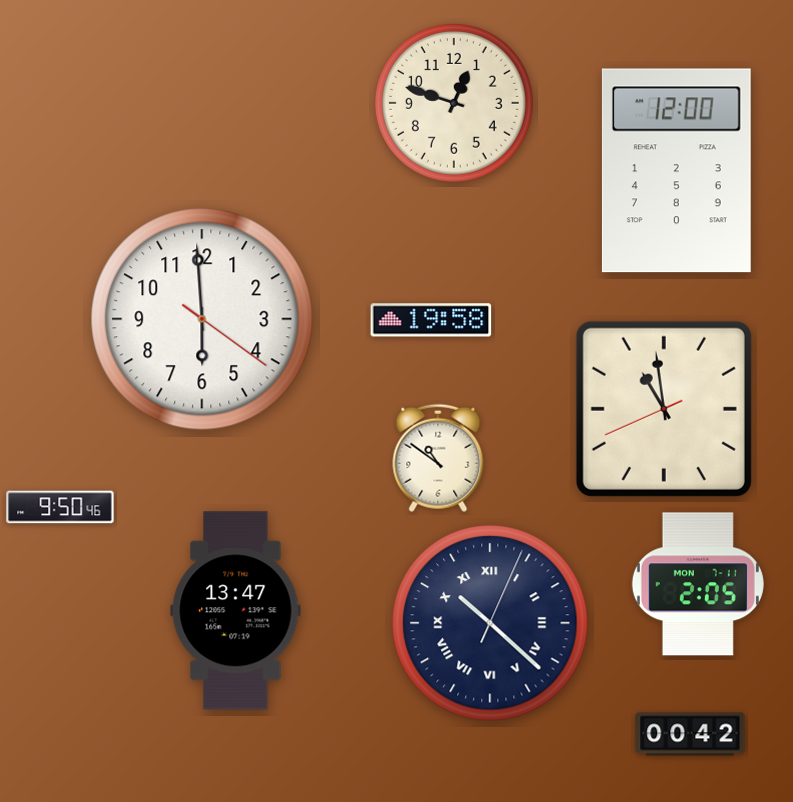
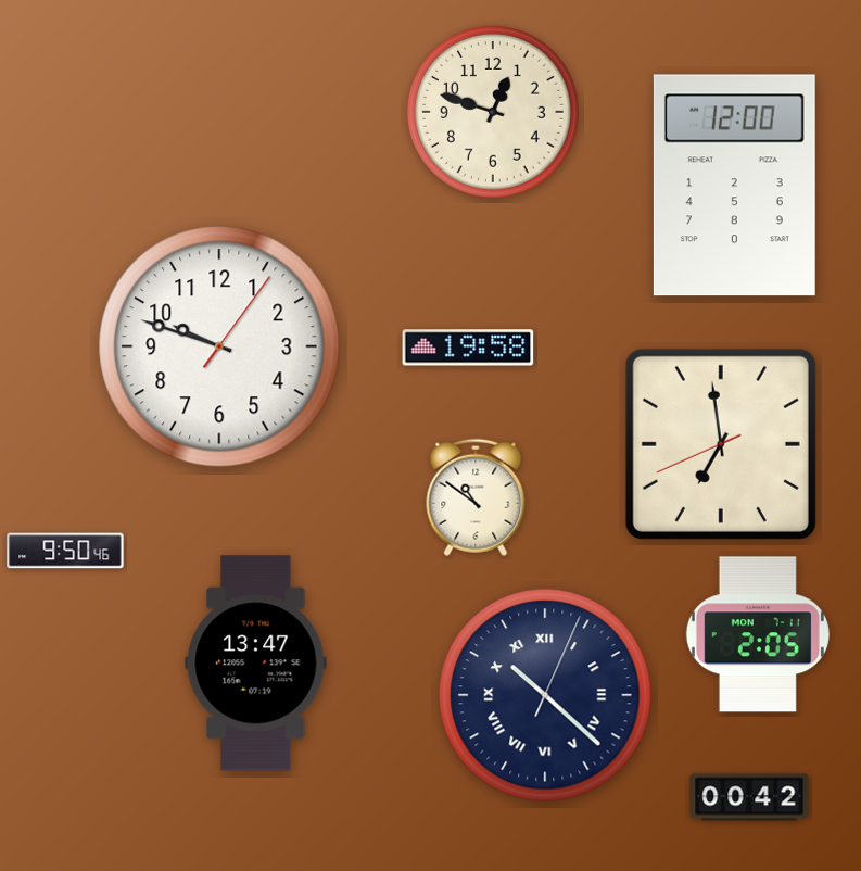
clock at (202, 319): 5:59 -> 9:48
clock at (664, 409): 10:58 -> 6:58
clock at (490, 623) position: (490, 623) -> (545, 695)
